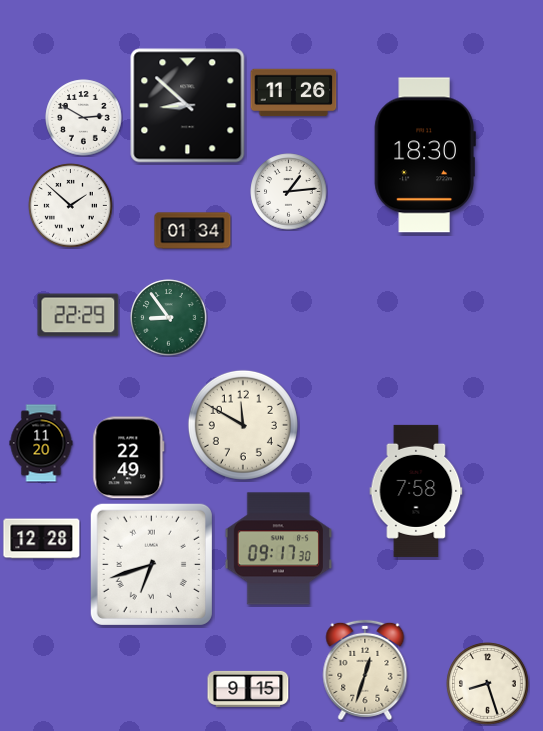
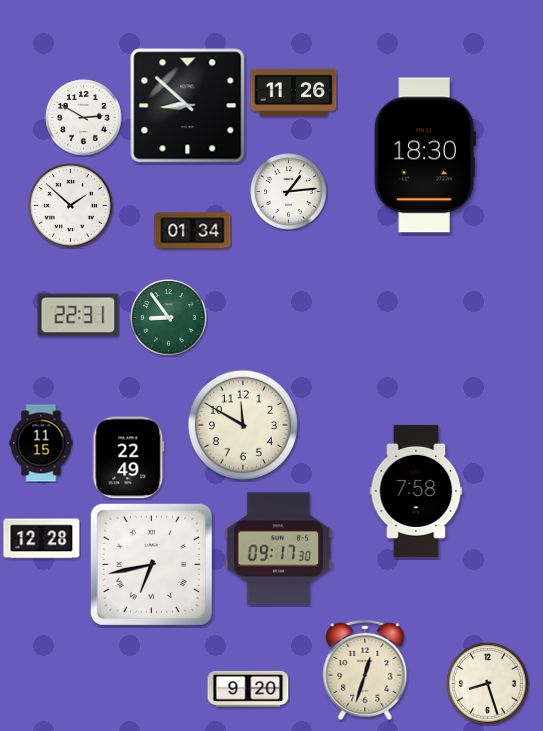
clock at (78, 315): 22:29 -> 22:31
clock at (41, 443): 11:20 -> 11:15
clock at (151, 564): 6:42 -> 6:43
clock at (248, 689): 9:15 -> 9:20
